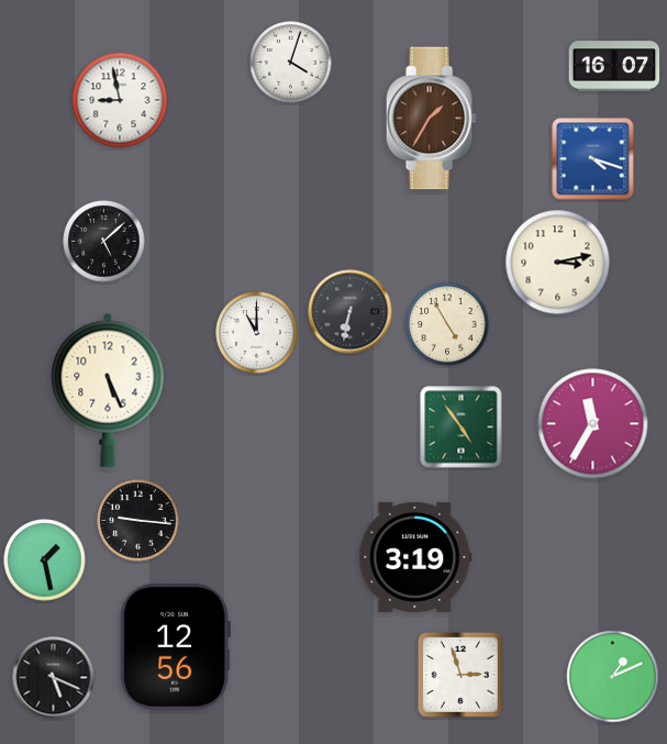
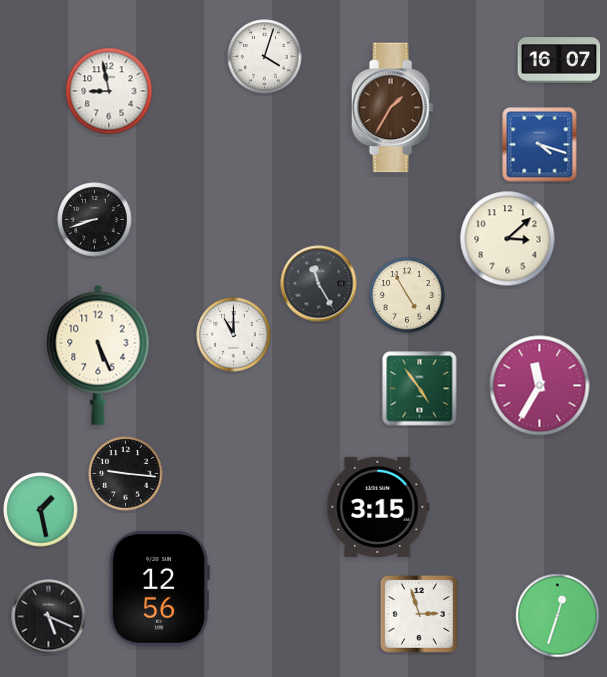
clock at (104, 242): 5:08 -> 8:42
clock at (558, 263): 3:13 -> 3:08
clock at (351, 312): 6:32 -> 11:25
clock at (257, 333) position: (257, 333) -> (234, 335)
clock at (415, 557): 3:19 -> 3:15
clock at (613, 677): 1:11 -> 12:33
